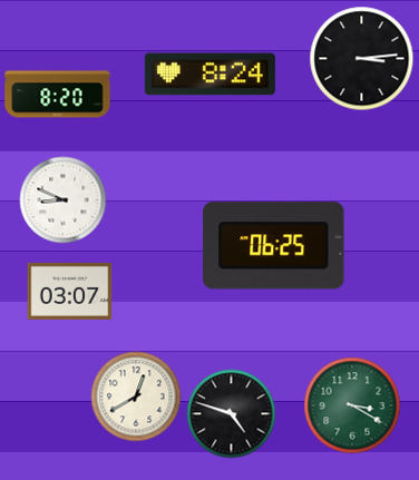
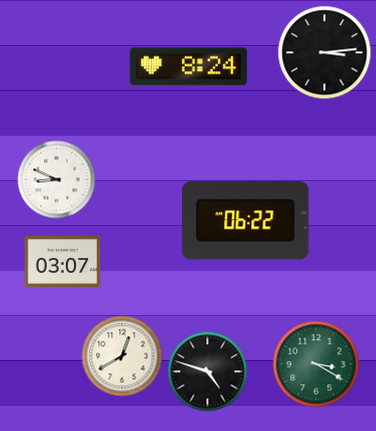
clock at (58, 95): 8:20 -> none
clock at (274, 246): 06:25 -> 06:22
